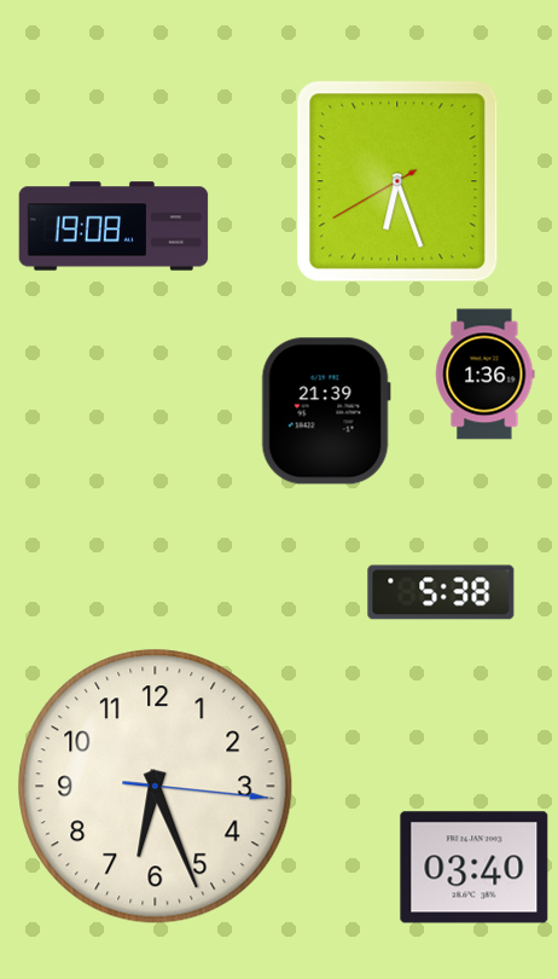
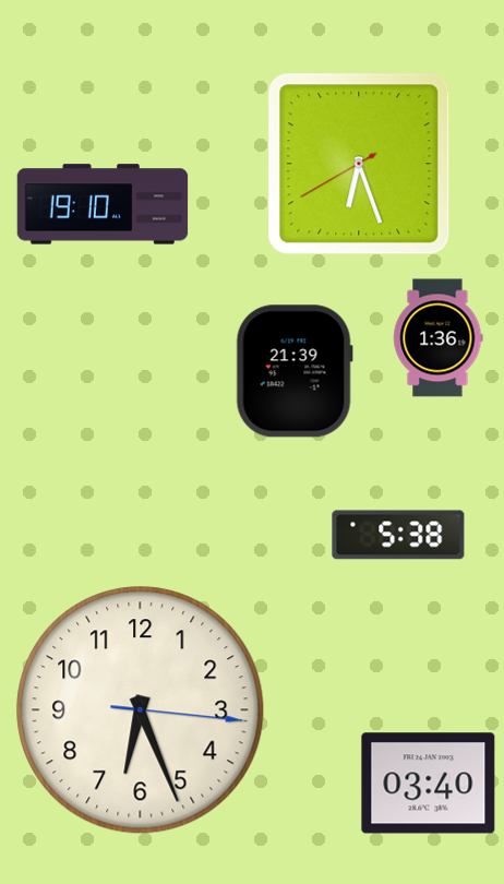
clock at (114, 226): 19:08 -> 19:10
